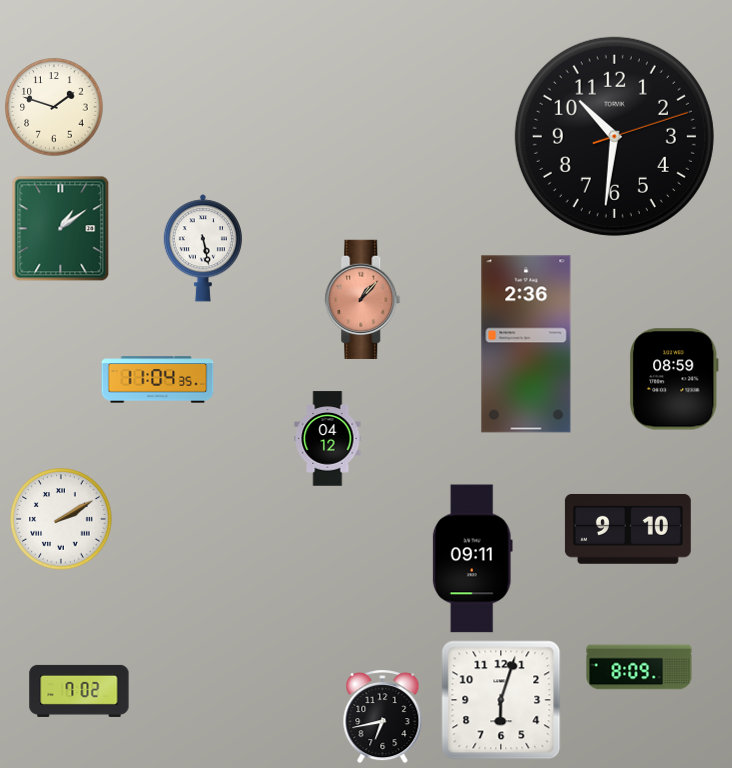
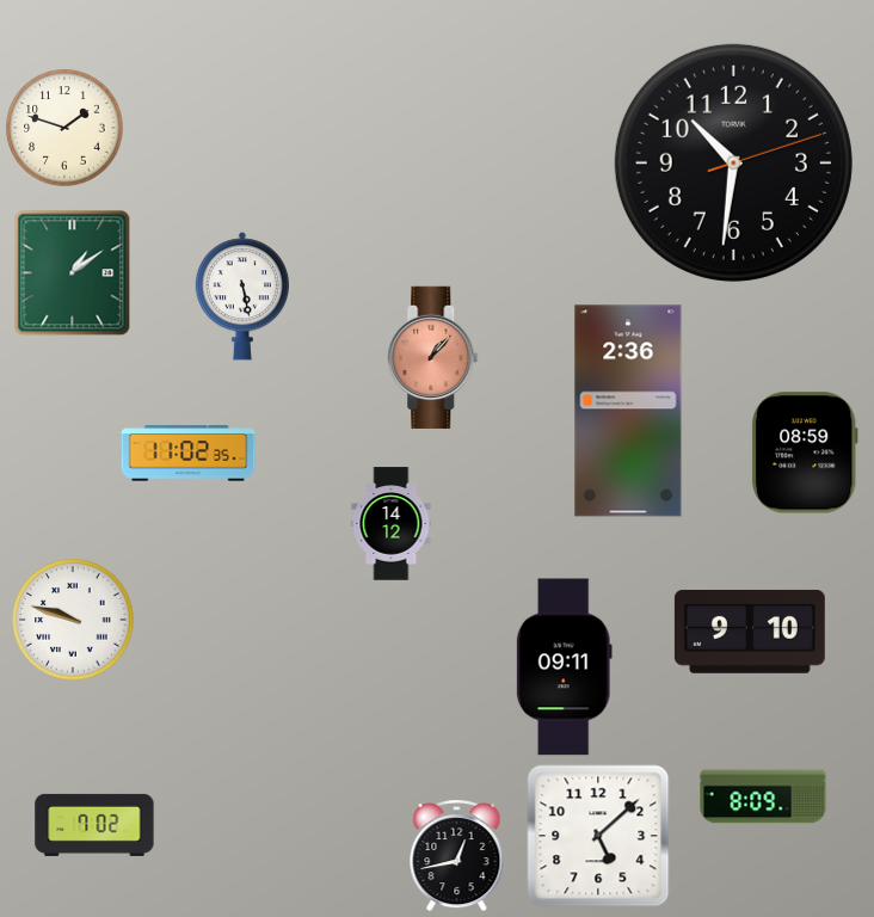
clock at (158, 380): 11:04 -> 11:02
clock at (328, 439): 04:12 -> 14:12
clock at (61, 519): 2:10 -> 9:48
clock at (501, 700): 6:03 -> 5:08
clock at (383, 717): 6:43 -> 12:43
